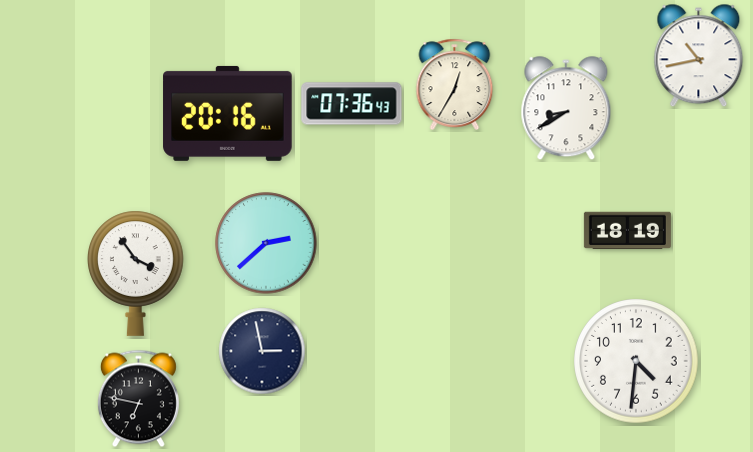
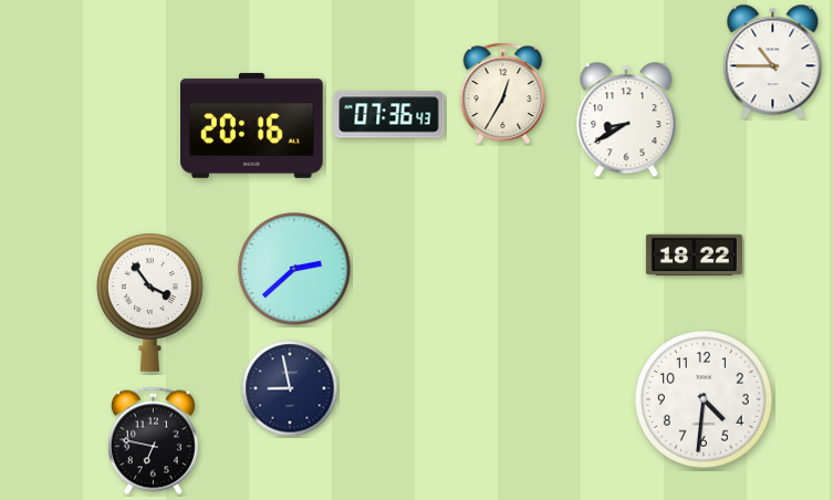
clock at (699, 56): 10:43 -> 10:45
clock at (627, 231): 18:19 -> 18:22
clock at (262, 351): 2:58 -> 8:58
